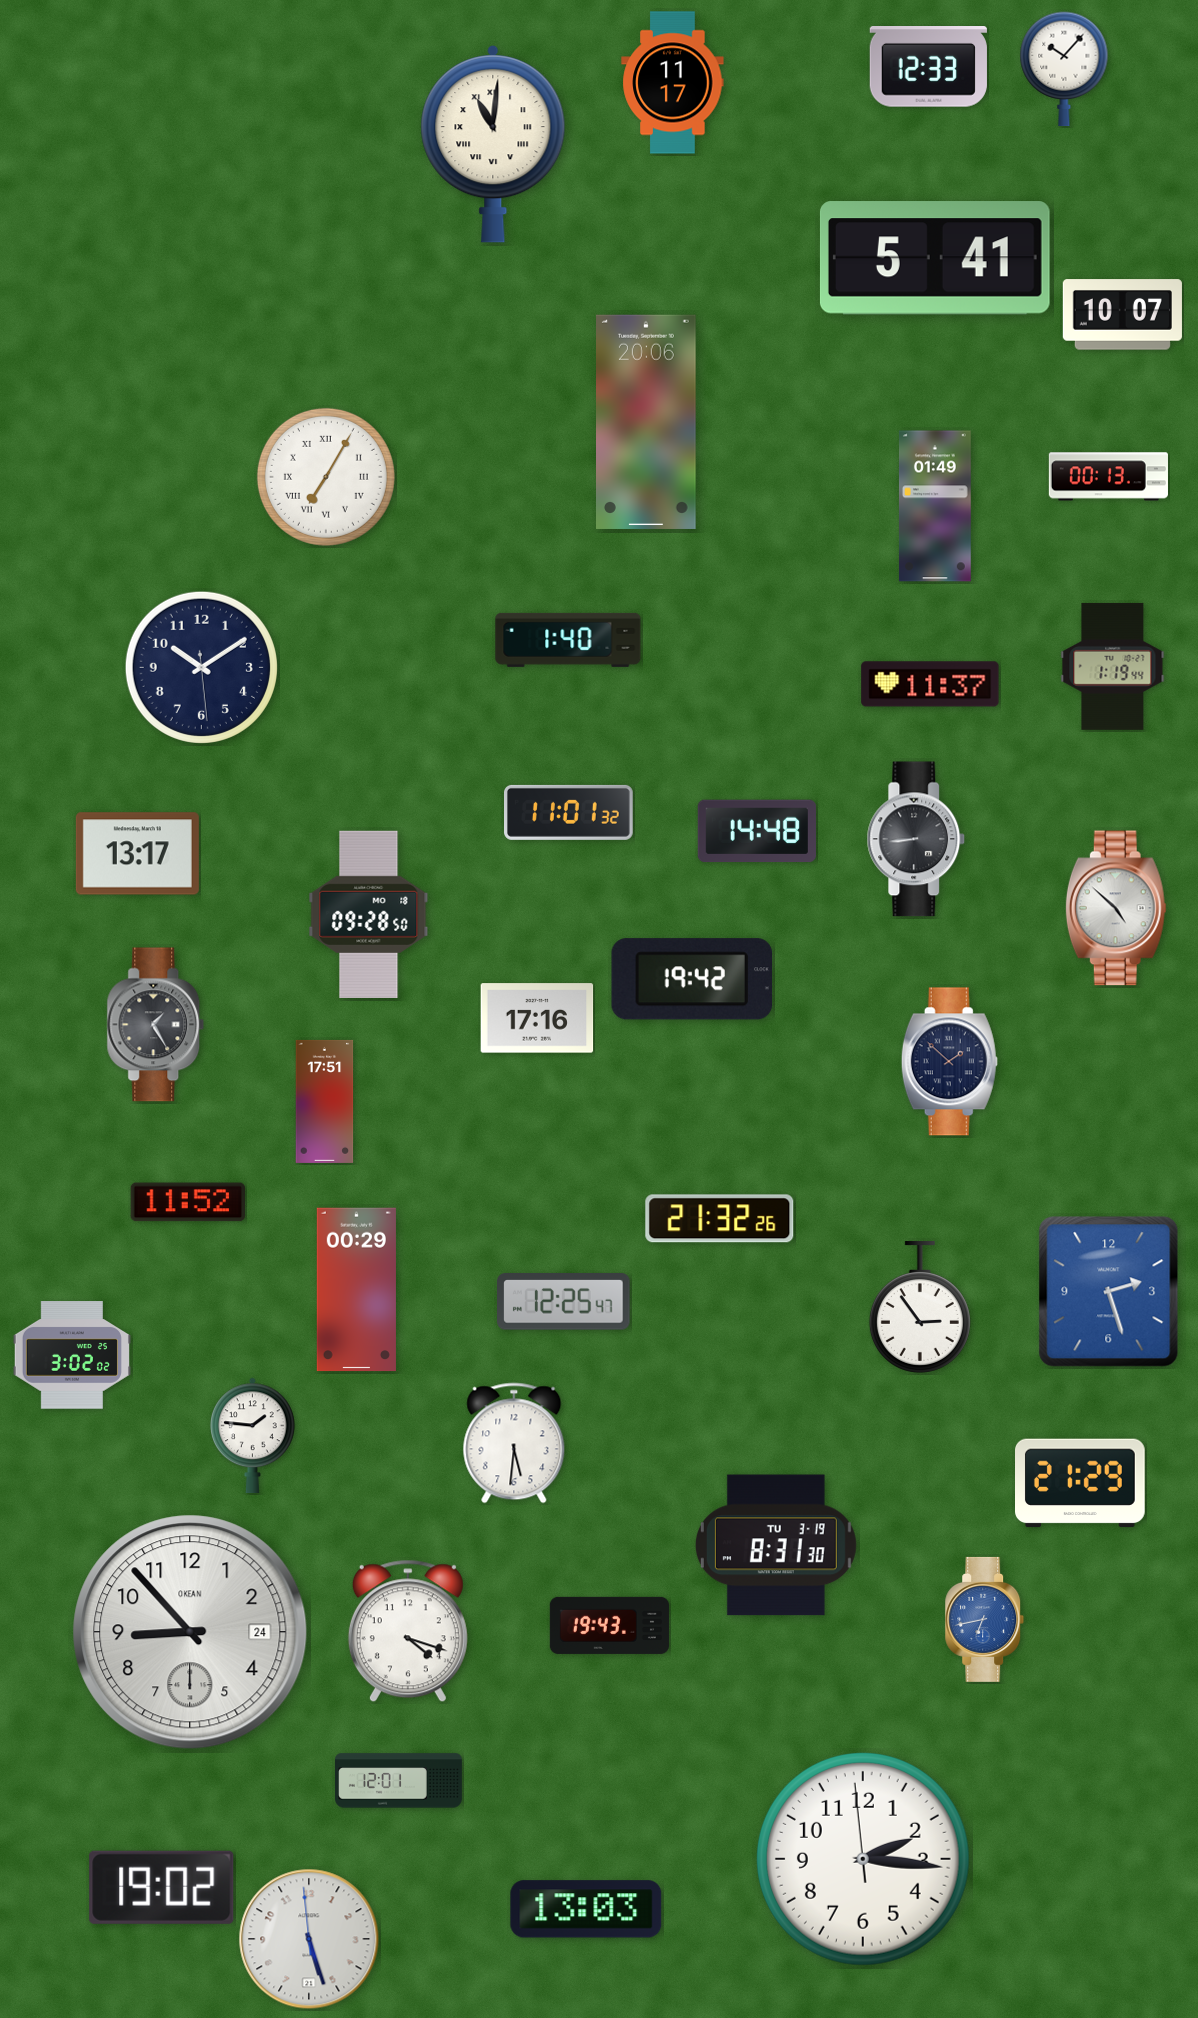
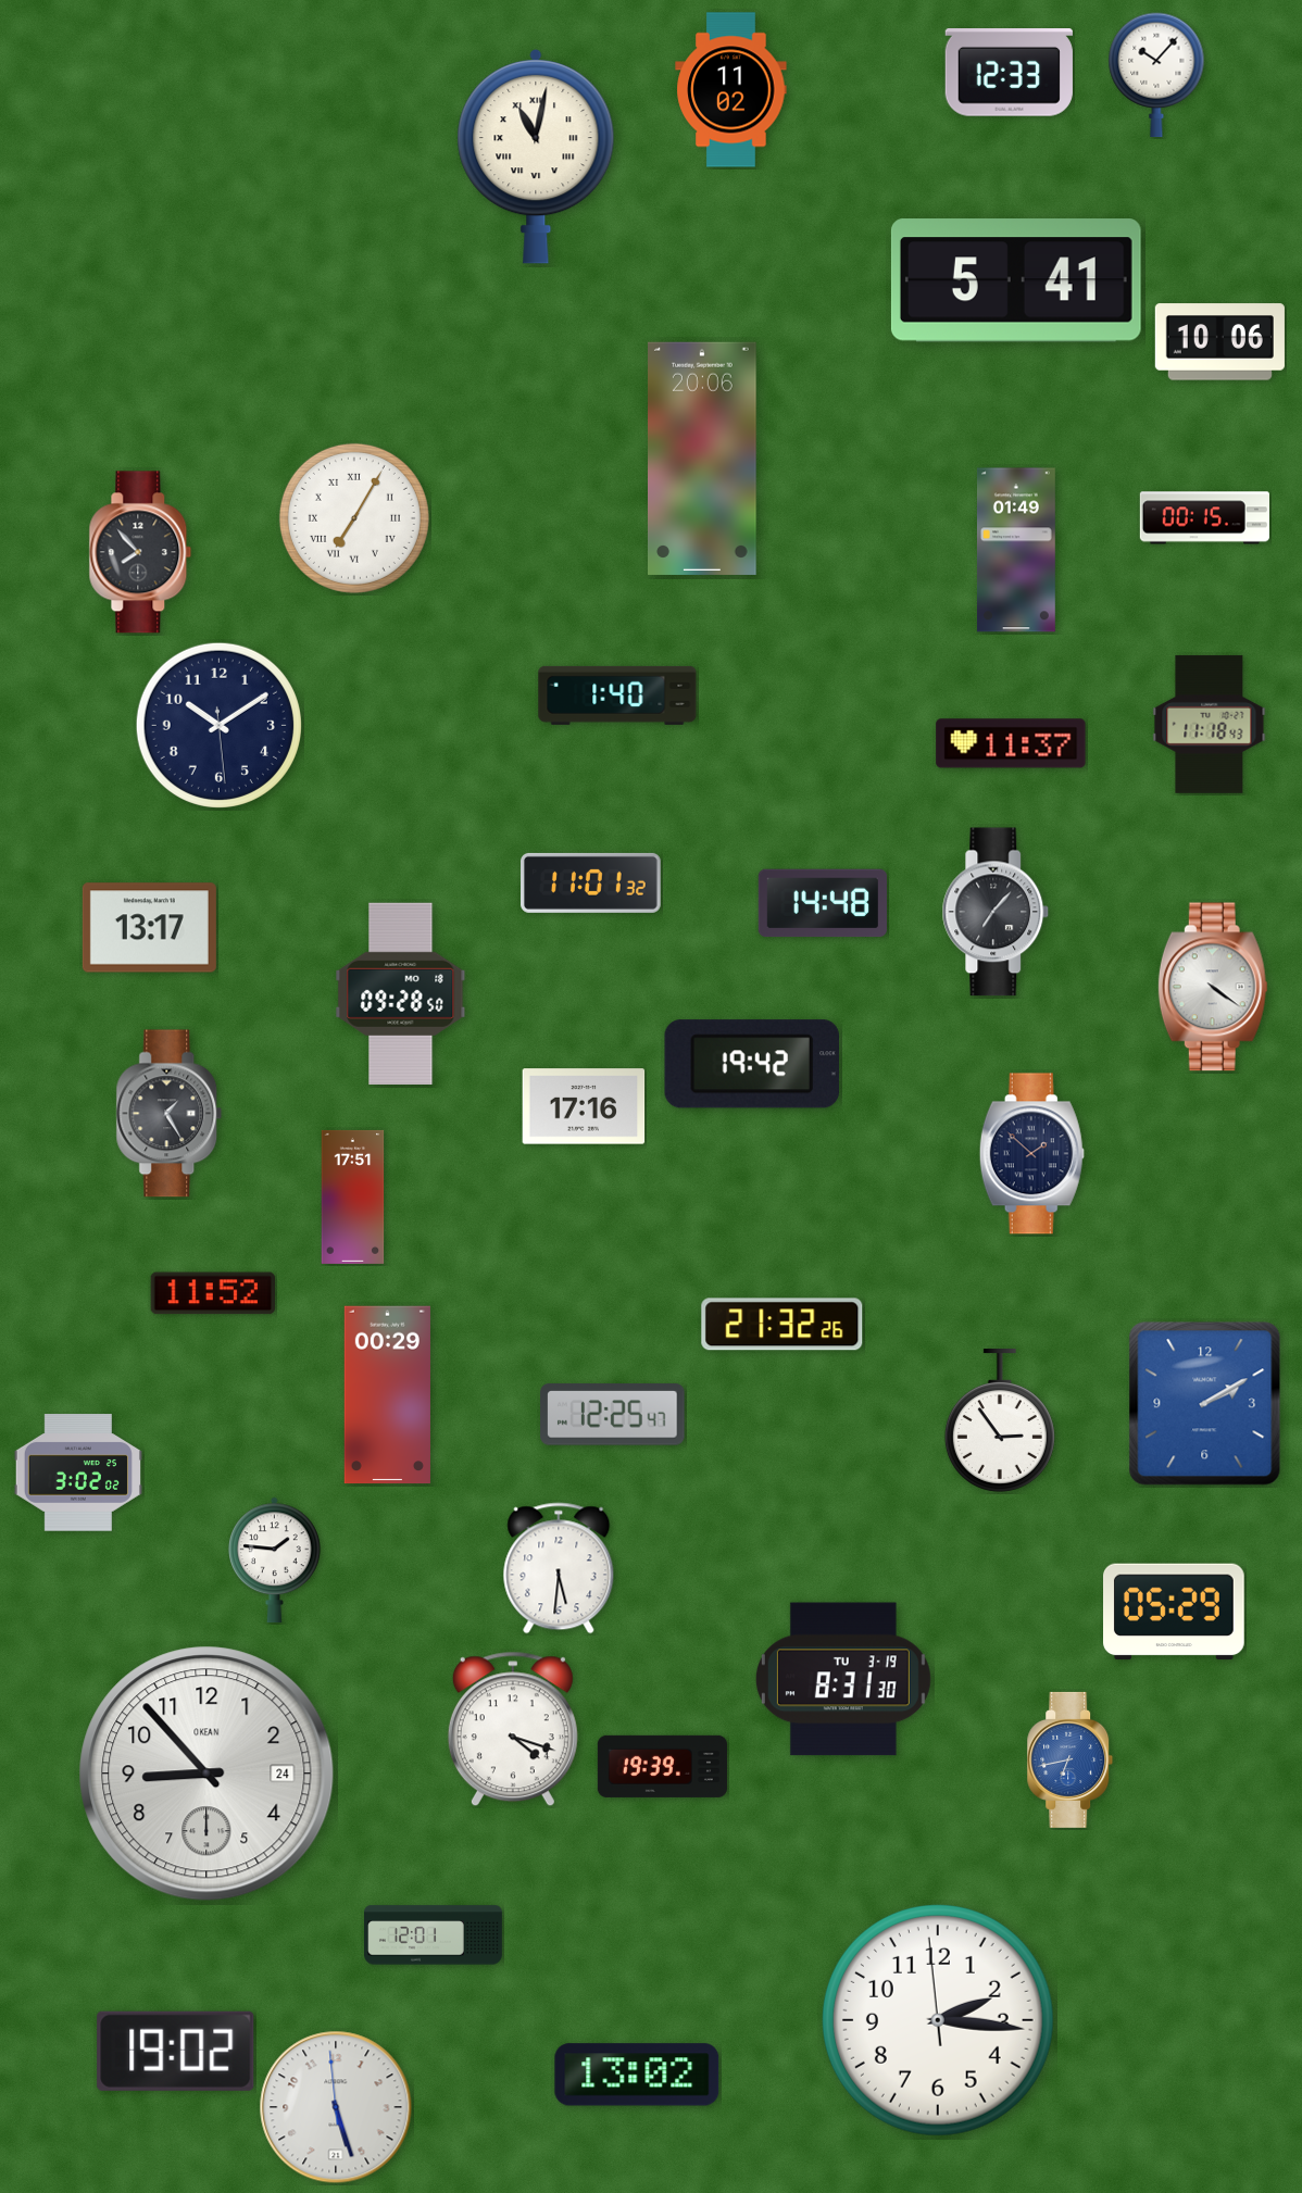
clock at (673, 83): 11:17 -> 11:02
clock at (493, 144): 11:01 -> 11:02
clock at (1122, 315): 10:07 -> 10:06
clock at (1108, 477): 00:13 -> 00:15
clock at (140, 552): none -> 7:53
clock at (1113, 666): 1:19 -> 11:18
clock at (569, 812) position: (569, 812) -> (591, 882)
clock at (916, 839): 8:44 -> 7:07
clock at (1116, 908): 4:52 -> 4:21
clock at (187, 1202) position: (187, 1202) -> (212, 1293)
clock at (356, 1290) position: (356, 1290) -> (387, 1395)
clock at (1109, 1292): 2:27 -> 2:10
clock at (1081, 1483): 21:29 -> 05:29
clock at (609, 1625): 19:43 -> 19:39
clock at (408, 1631) position: (408, 1631) -> (513, 1729)
clock at (586, 1909): 13:03 -> 13:02
